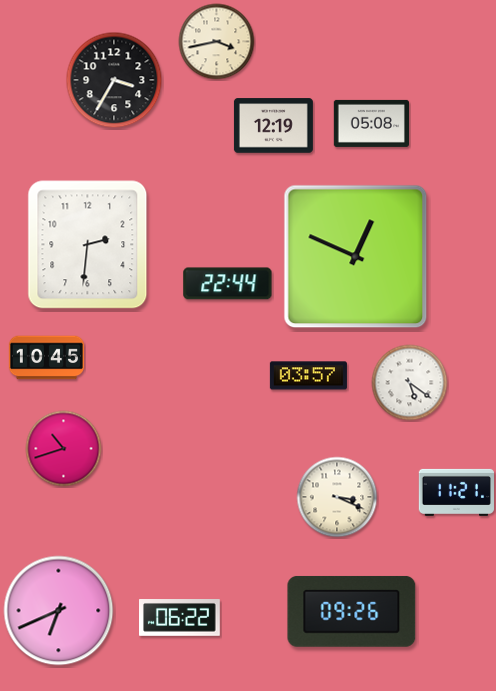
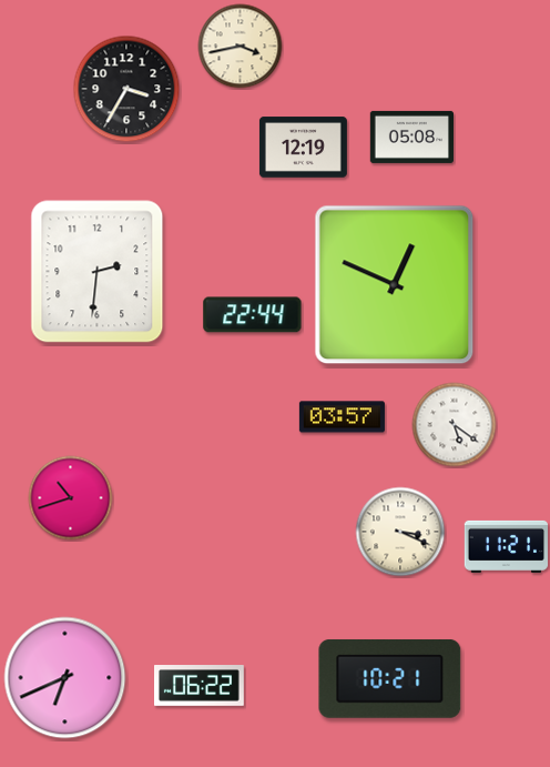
clock at (273, 126) position: (273, 126) -> (303, 148)
clock at (46, 358): 10:45 -> none
clock at (337, 497) position: (337, 497) -> (400, 532)
clock at (352, 611): 09:26 -> 10:21
